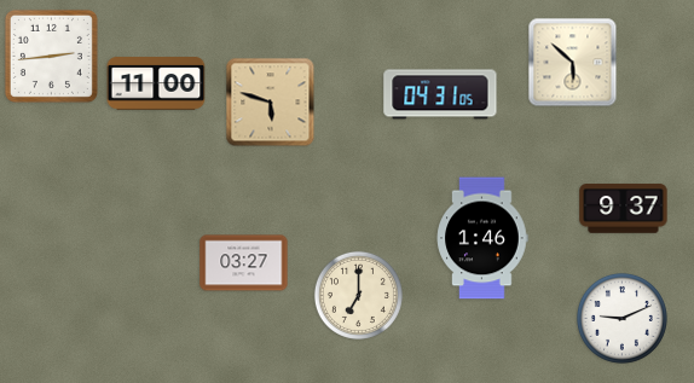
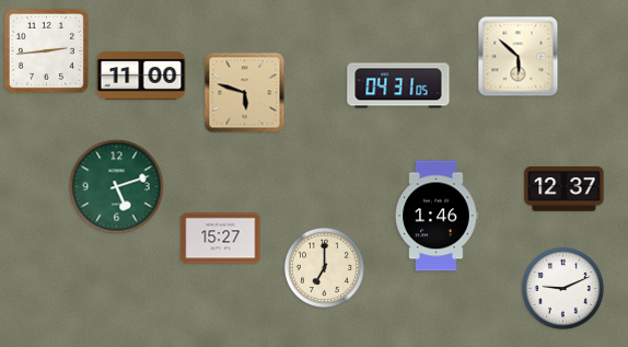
clock at (117, 187): none -> 5:12
clock at (624, 209): 9:37 -> 12:37
clock at (244, 263): 03:27 -> 15:27
